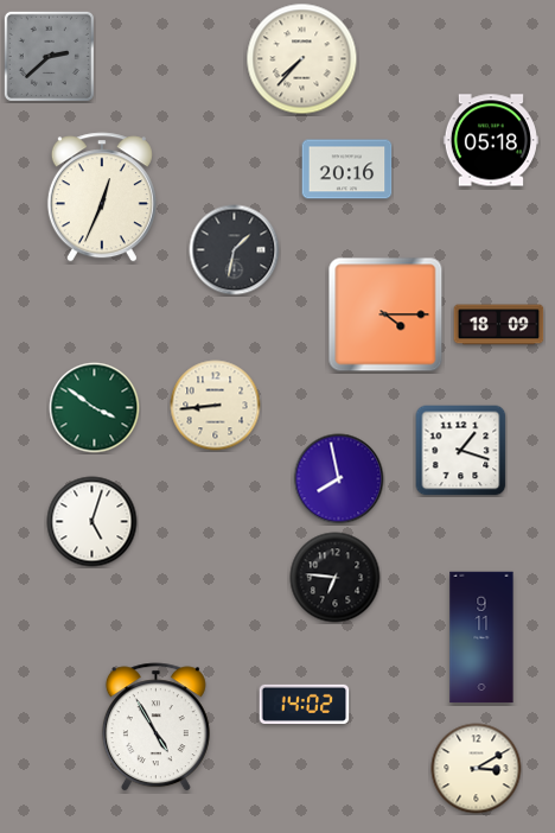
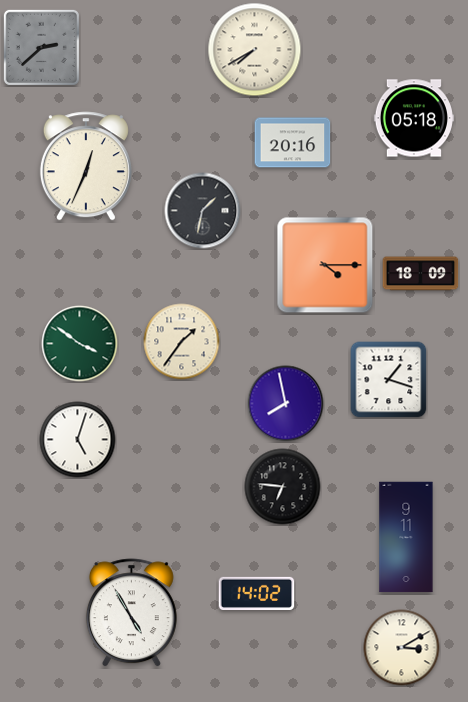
clock at (302, 59): 7:37 -> 7:40
clock at (235, 250) position: (235, 250) -> (203, 211)
clock at (216, 406): 8:44 -> 1:36
